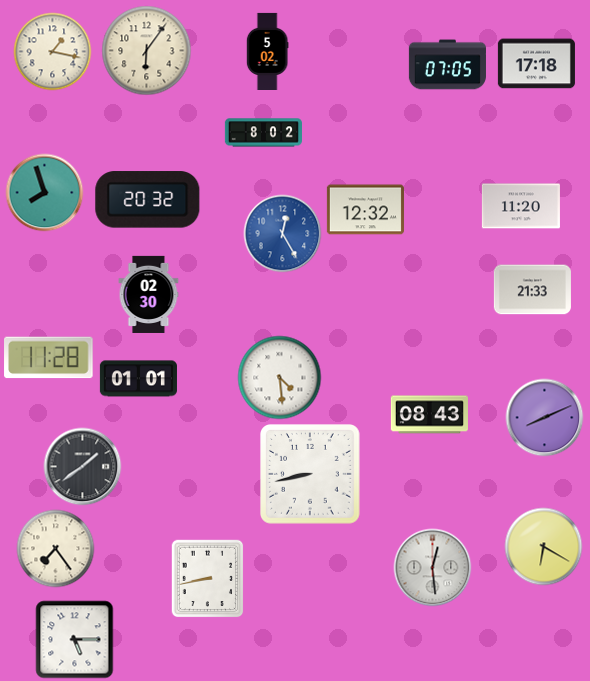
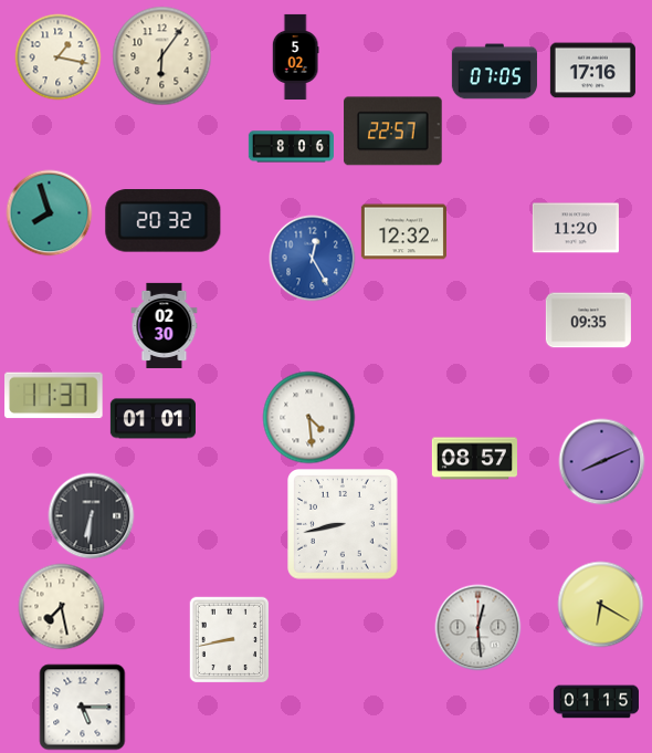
clock at (536, 64): 17:18 -> 17:16
clock at (393, 132): none -> 22:57
clock at (263, 133): 8:02 -> 8:06
clock at (532, 290): 21:33 -> 09:35
clock at (49, 358): 11:28 -> 11:37
clock at (429, 415): 08:43 -> 08:57
clock at (82, 466): 1:39 -> 6:31
clock at (55, 548): 7:24 -> 7:28
clock at (596, 702): none -> 01:15
